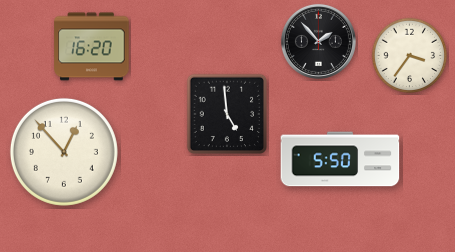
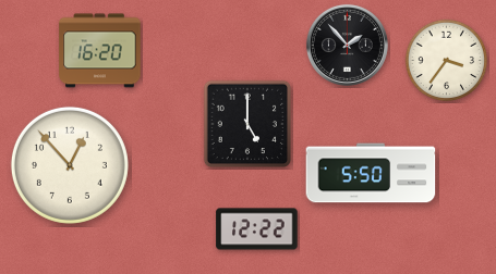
clock at (226, 113): 4:59 -> 5:00
clock at (257, 229): none -> 12:22
